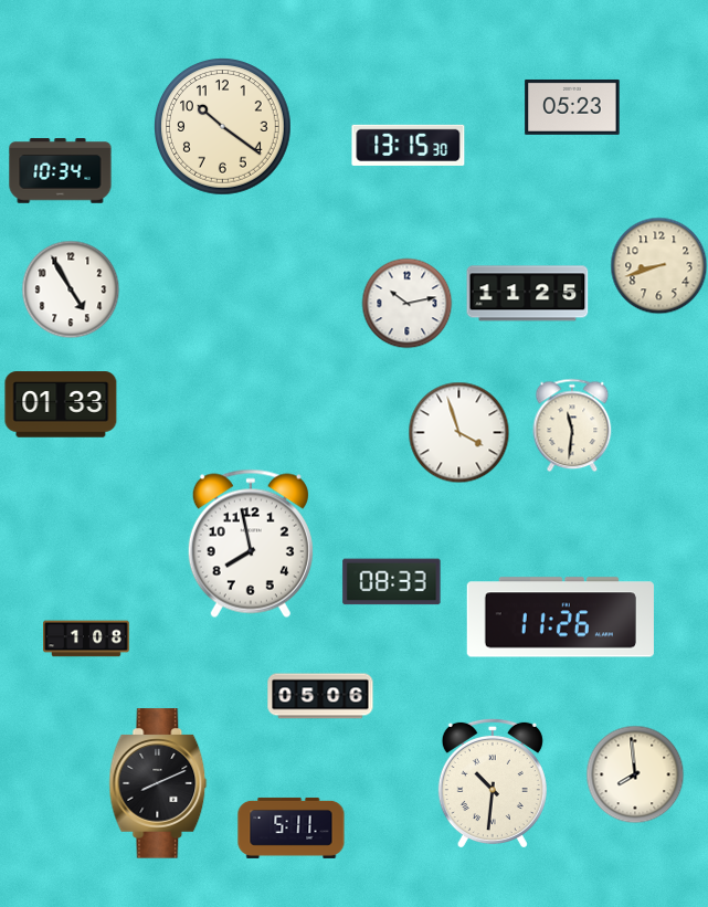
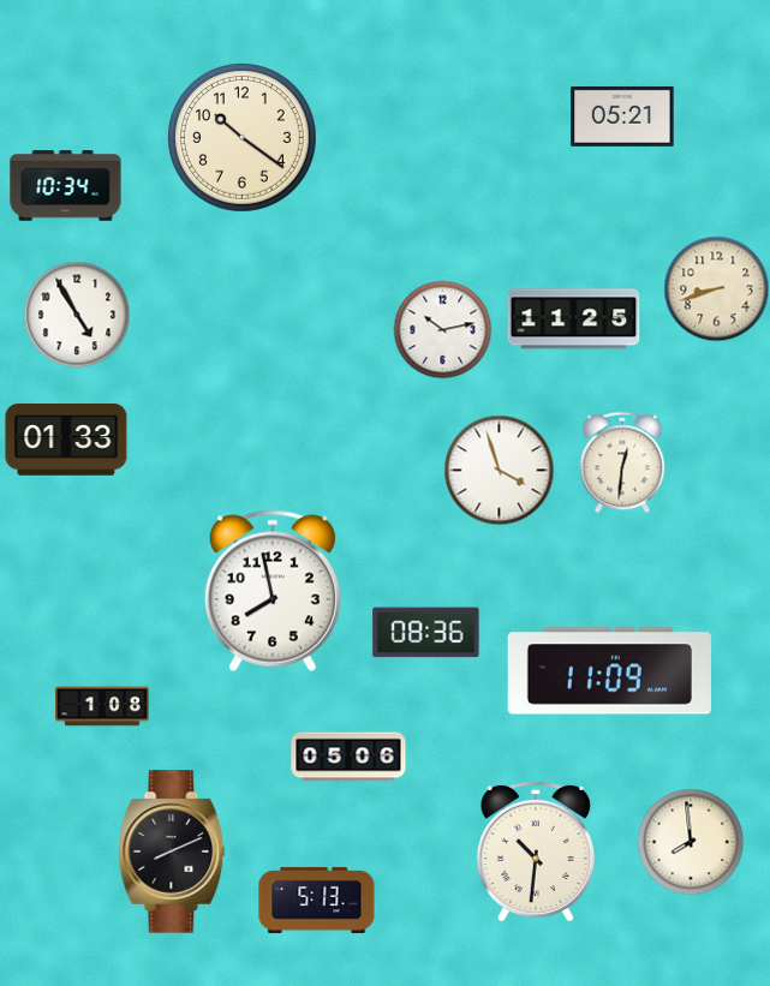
clock at (572, 107): 05:23 -> 05:21
clock at (409, 145): 13:15 -> none
clock at (572, 425): 11:31 -> 12:31
clock at (392, 582): 08:33 -> 08:36
clock at (560, 618): 11:26 -> 11:09
clock at (87, 639) position: (87, 639) -> (103, 706)
clock at (292, 827): 5:11 -> 5:13
